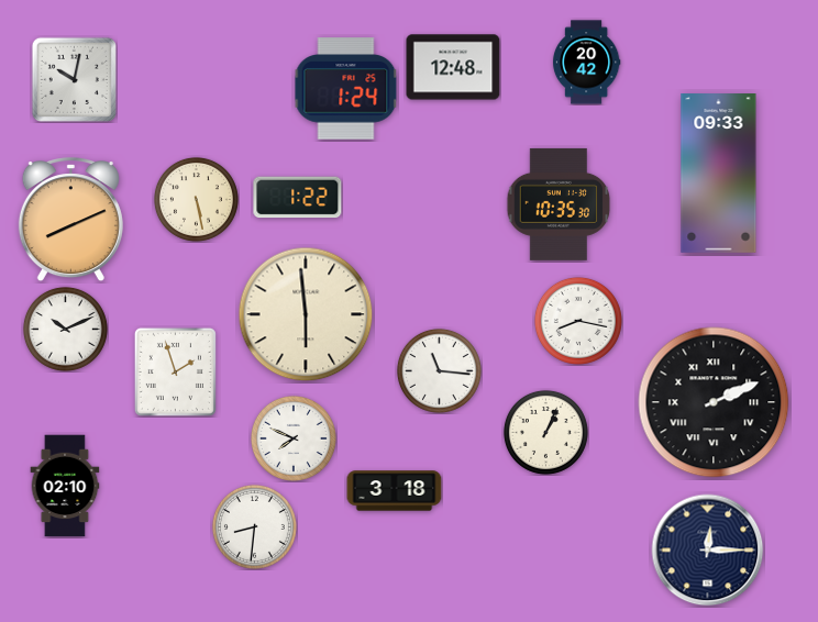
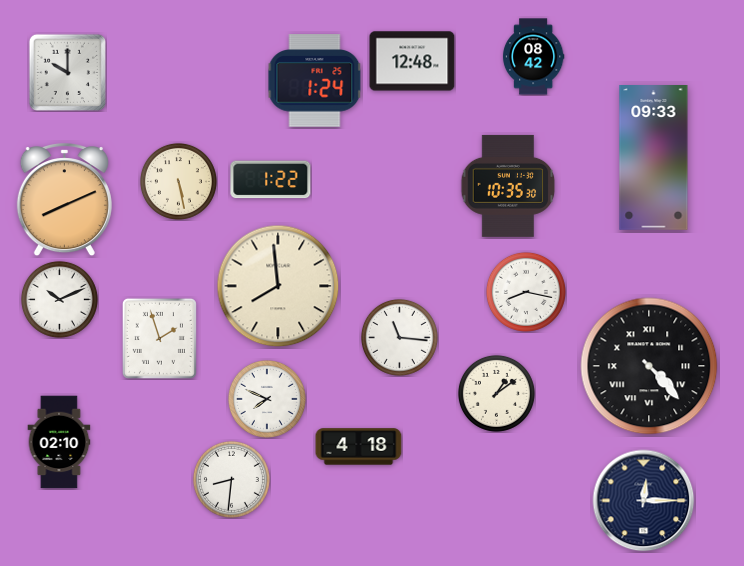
clock at (586, 63): 20:42 -> 08:42
clock at (74, 79): 10:02 -> 10:00
clock at (306, 314): 5:59 -> 7:59
clock at (714, 402): 2:11 -> 4:23
clock at (545, 432): 1:04 -> 1:09
clock at (395, 491): 3:18 -> 4:18
